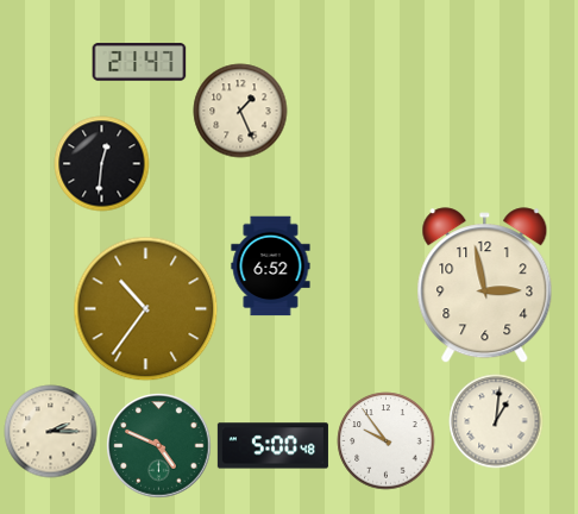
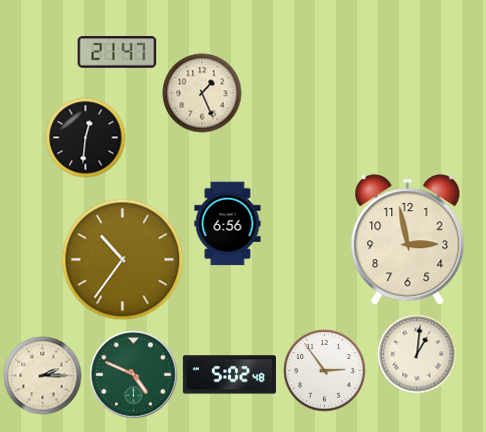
clock at (271, 265): 6:52 -> 6:56
clock at (50, 431) position: (50, 431) -> (42, 375)
clock at (385, 440): 9:54 -> 2:54
clock at (272, 446): 5:00 -> 5:02
